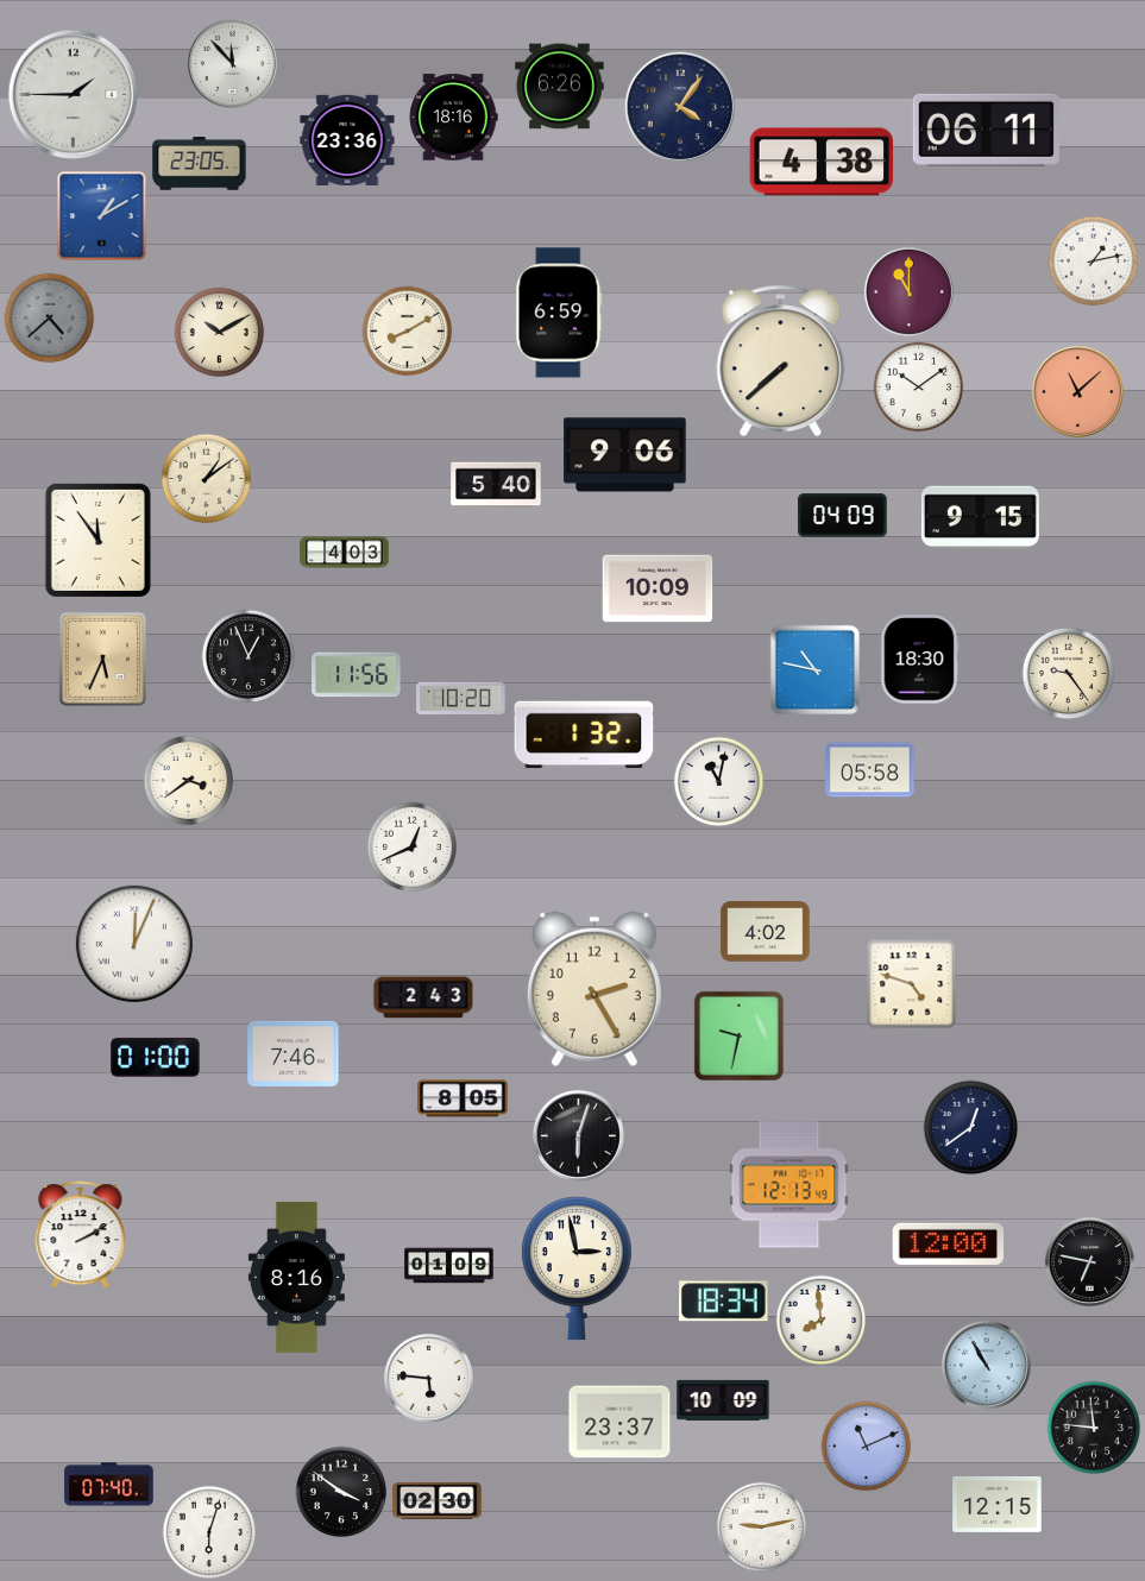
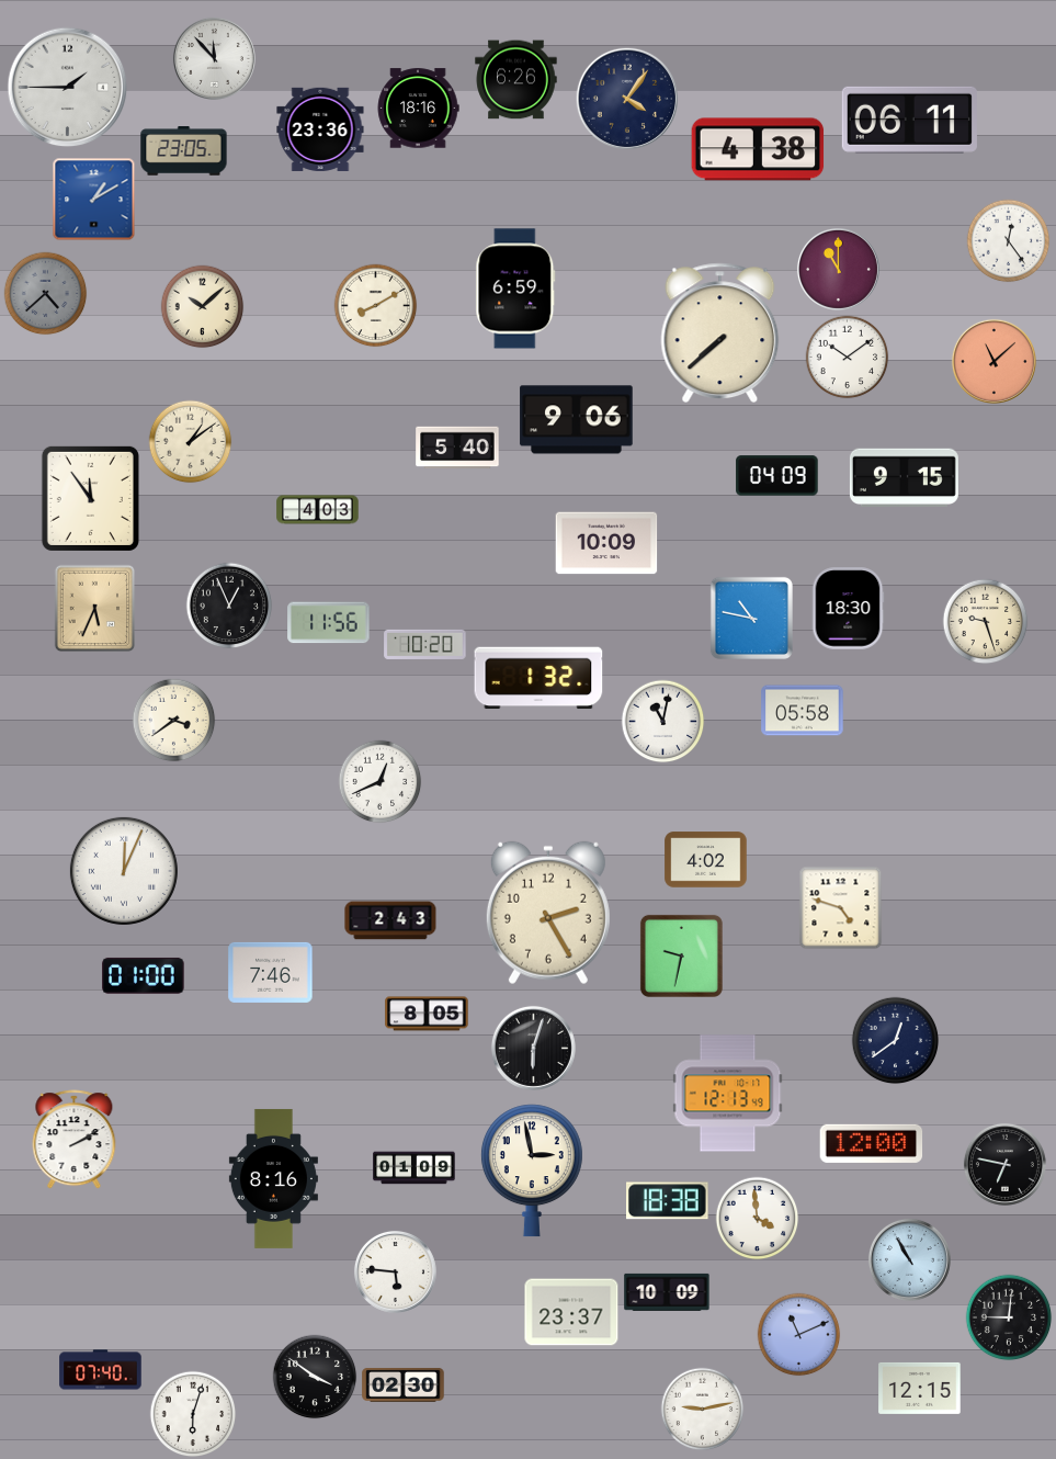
clock at (1094, 262): 1:13 -> 12:24
clock at (220, 333): 10:10 -> 10:08
clock at (1069, 674): 9:24 -> 9:27
clock at (949, 1243) position: (949, 1243) -> (872, 1143)
clock at (724, 1302): 18:34 -> 18:38
clock at (822, 1321): 7:59 -> 3:59
clock at (1094, 1428): 11:46 -> 9:01
